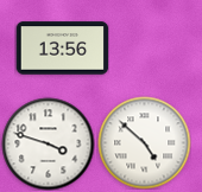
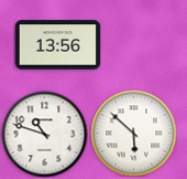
clock at (144, 142): 4:52 -> 5:52
clock at (48, 143): 3:48 -> 10:48
